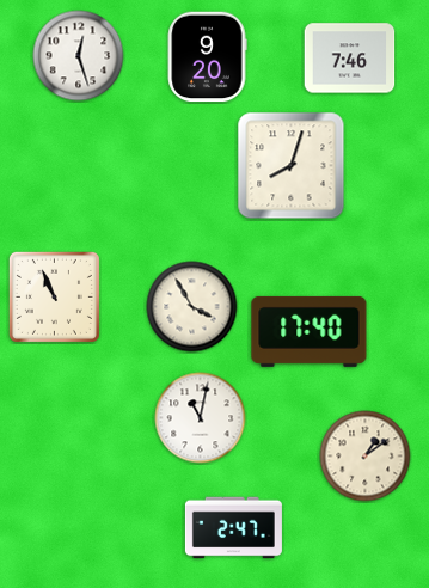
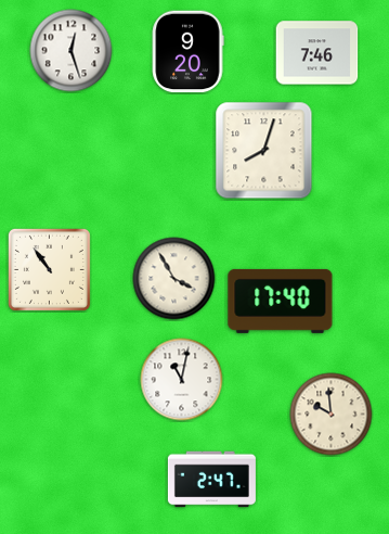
clock at (54, 296): 10:56 -> 10:54
clock at (366, 457): 1:09 -> 9:59
